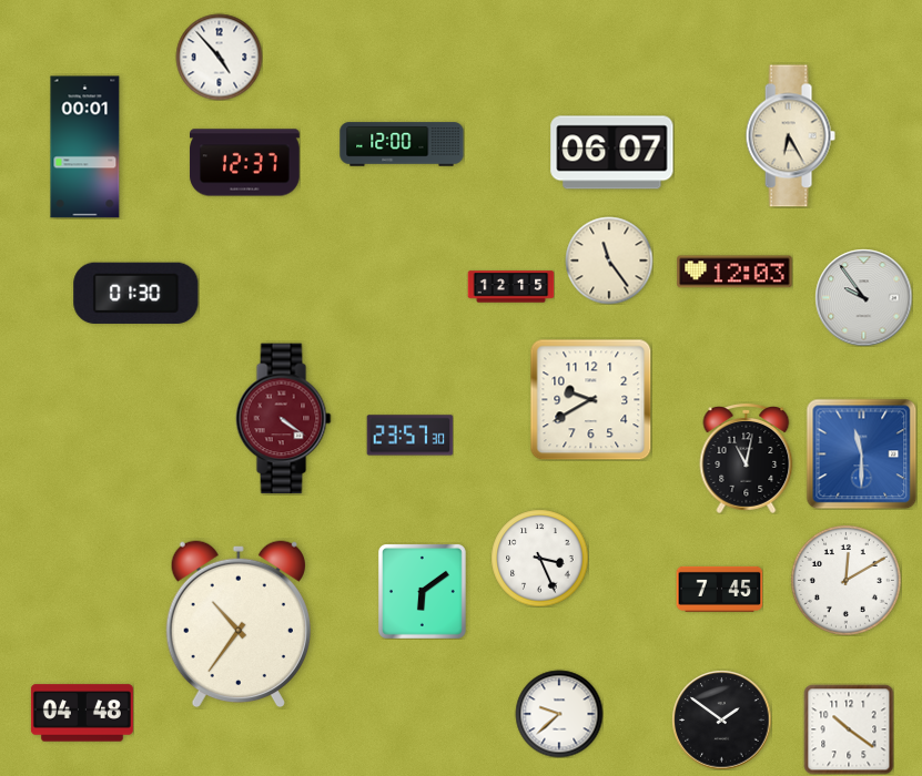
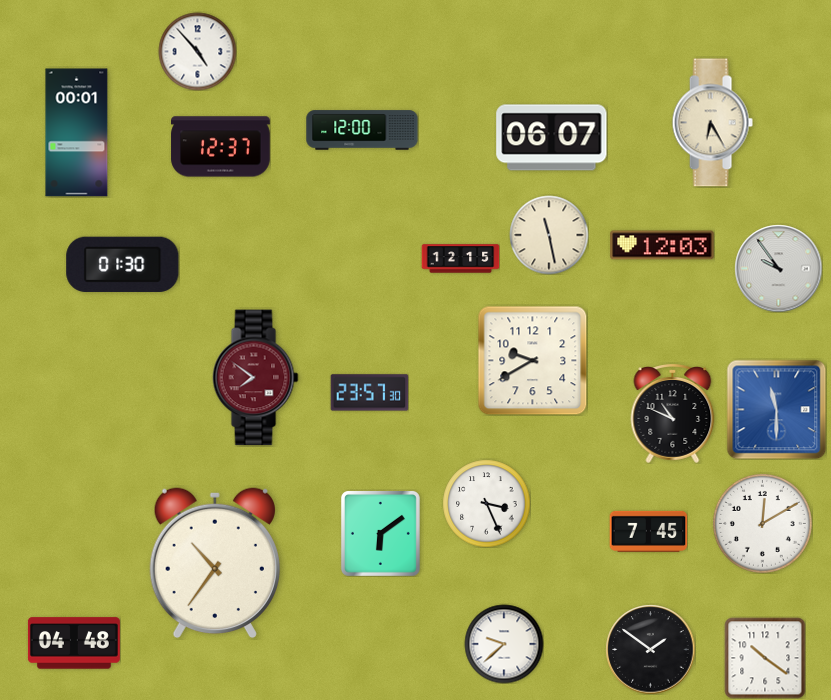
clock at (609, 261): 11:24 -> 11:28
clock at (284, 419): 4:21 -> 7:51
clock at (747, 458): 11:02 -> 10:49
